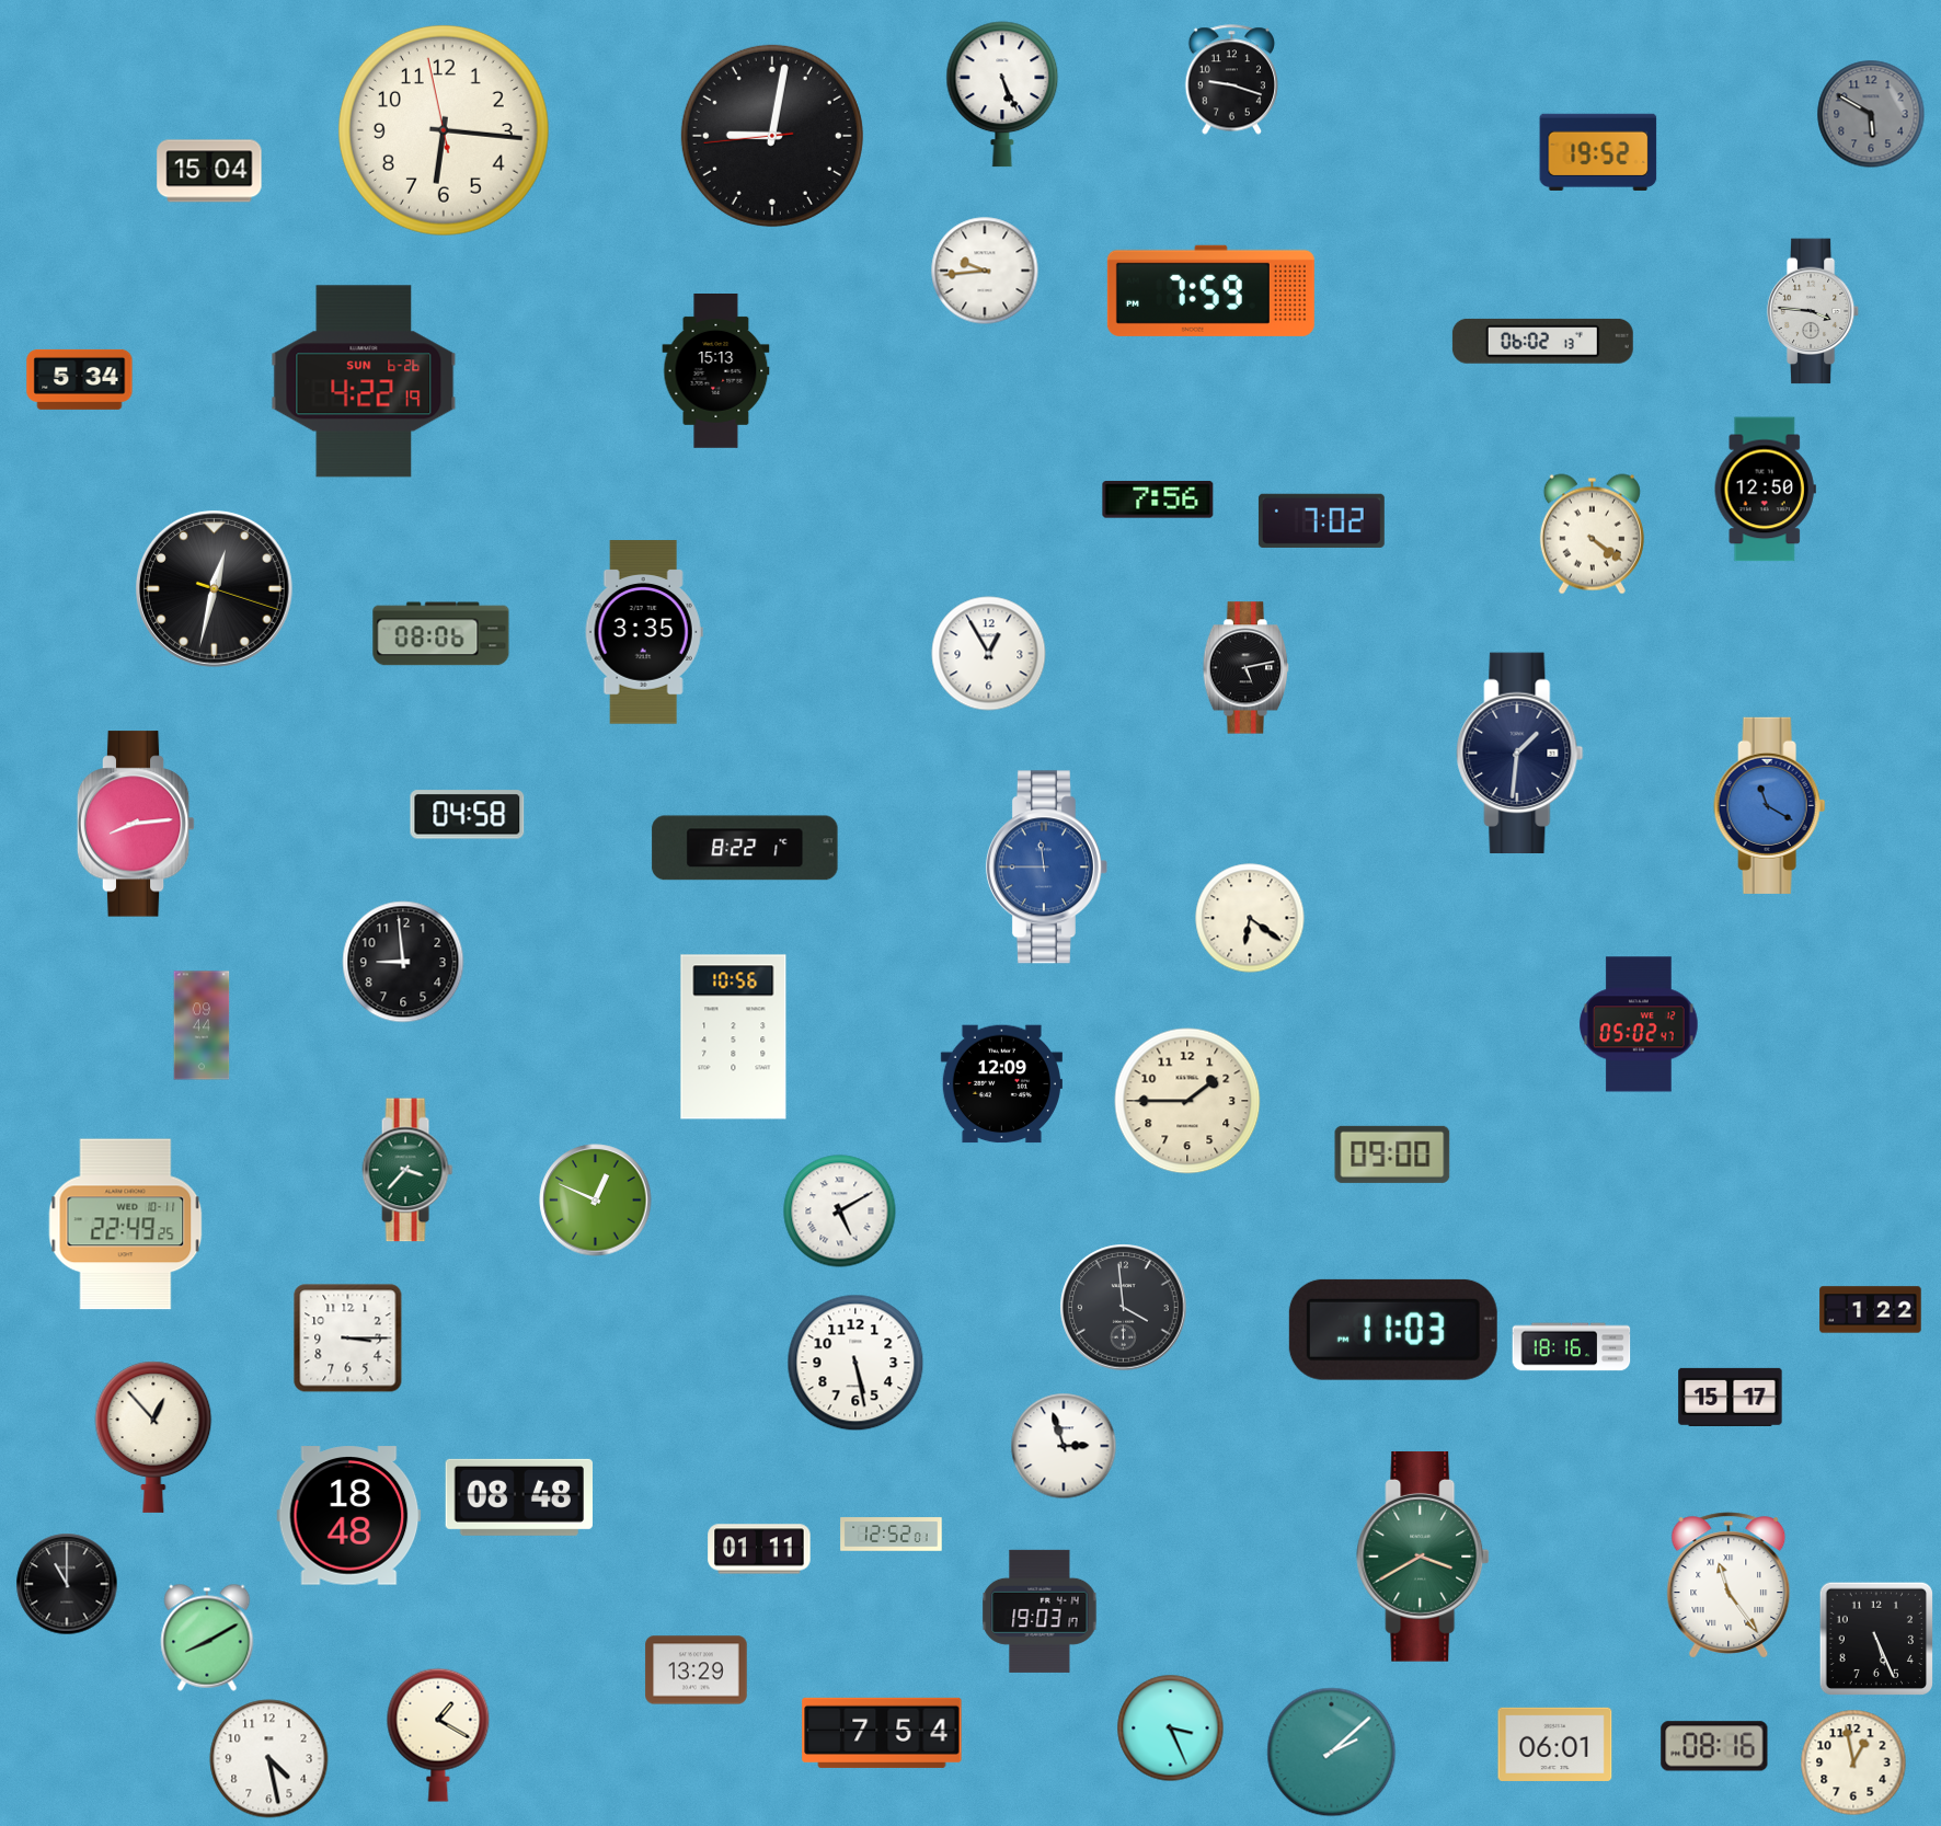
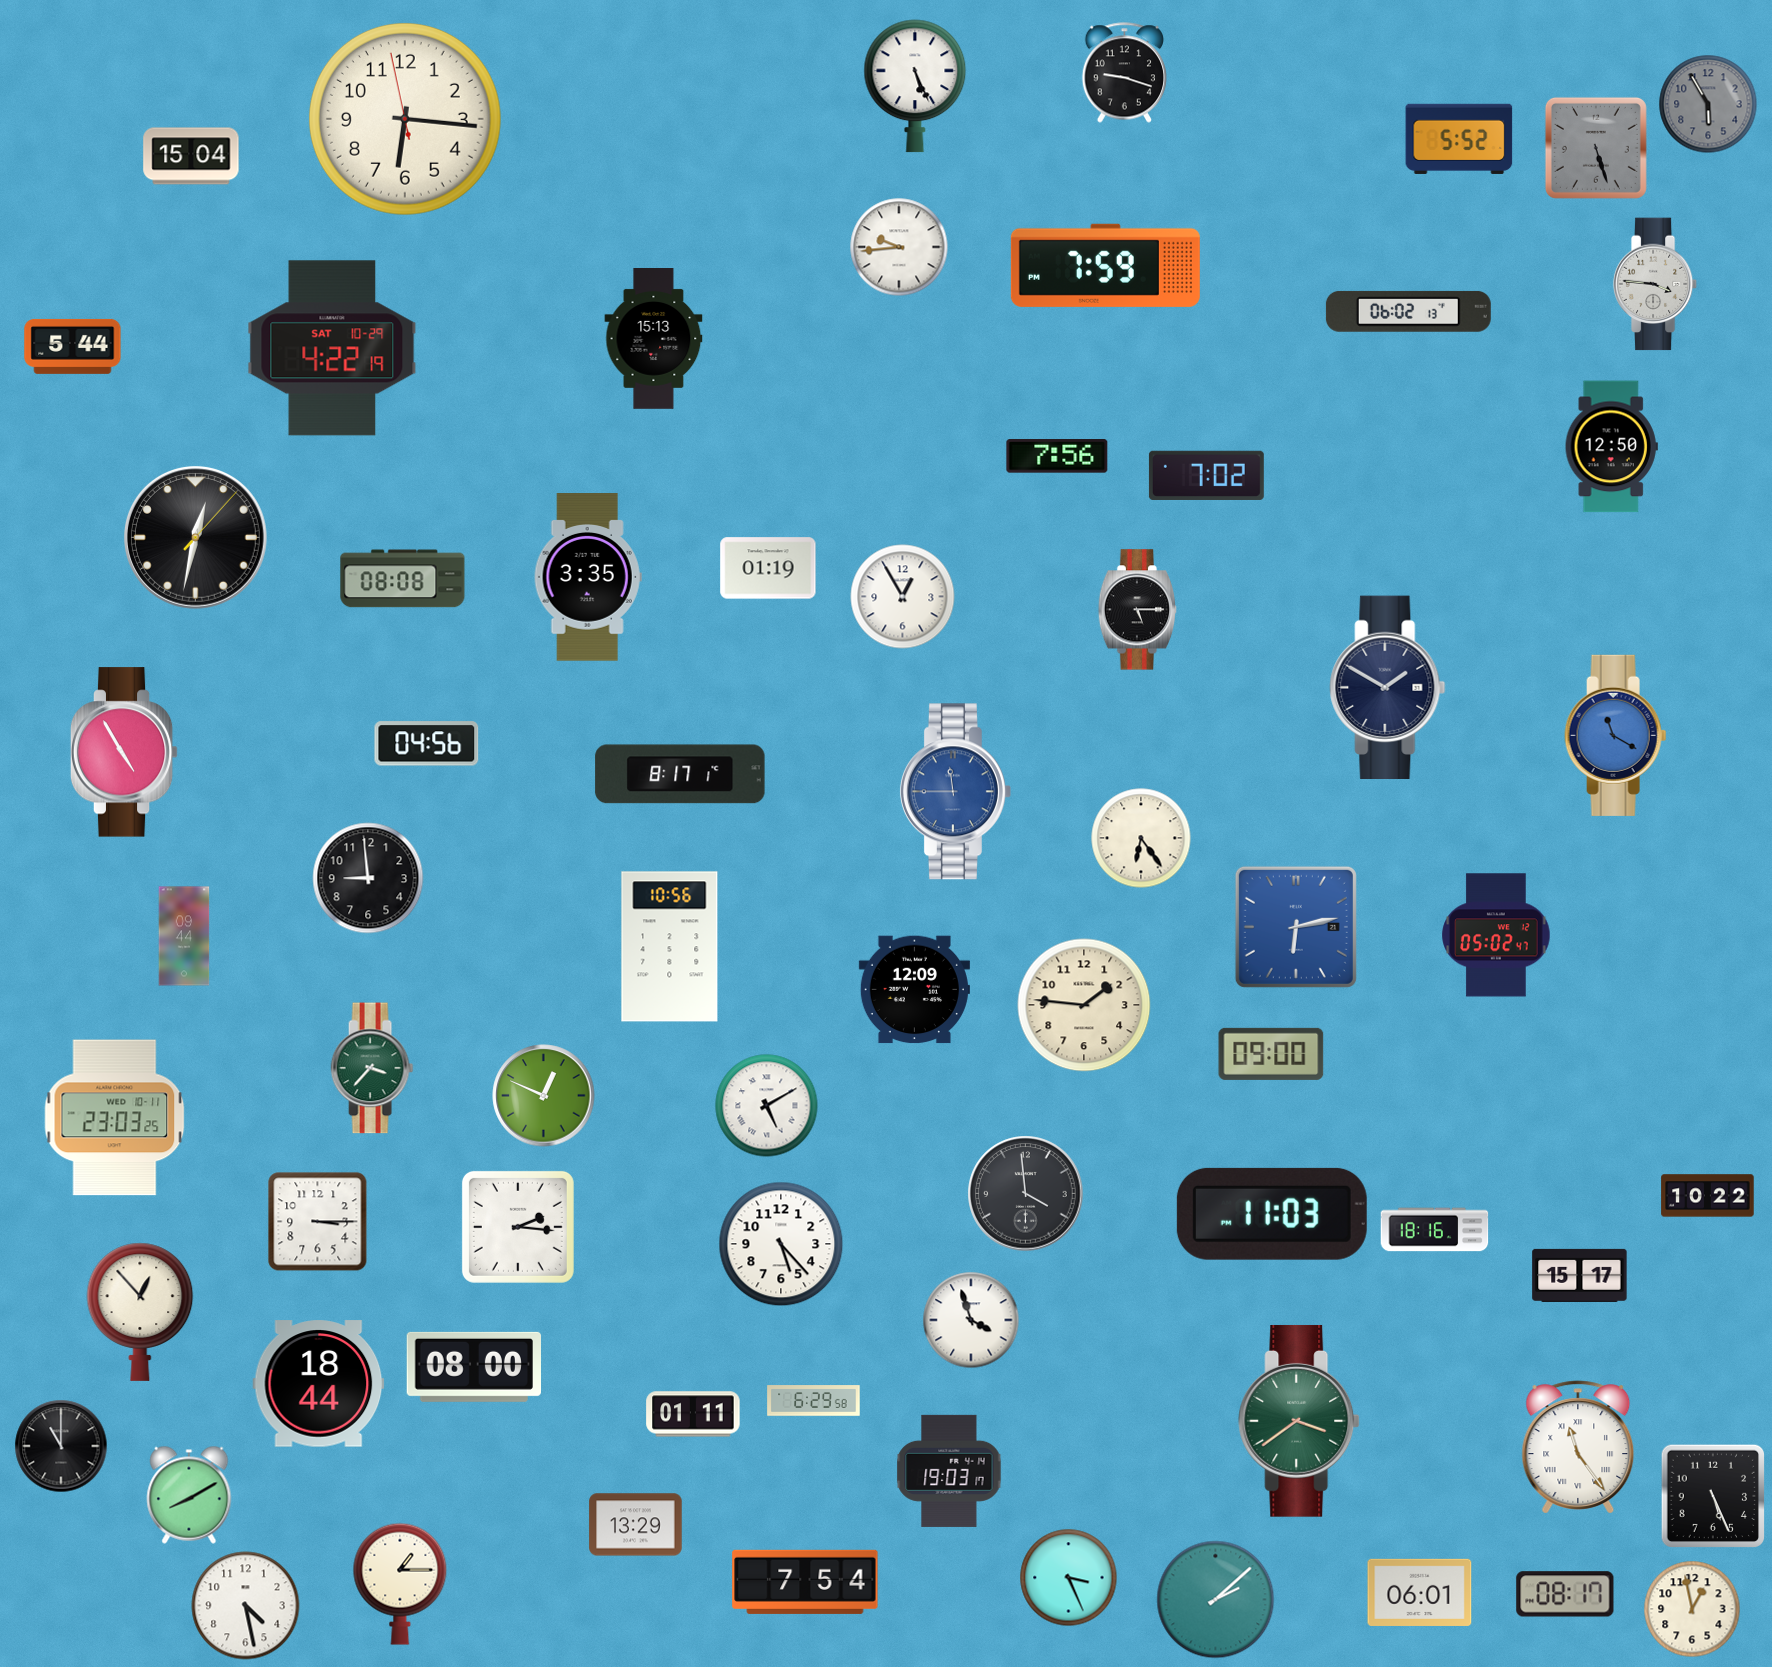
clock at (1871, 114): 5:50 -> 5:55
clock at (772, 136): 9:01 -> none
clock at (1598, 152): 19:52 -> 5:52
clock at (1596, 148): none -> 5:27
clock at (80, 379): 5:34 -> 5:44
clock at (364, 381) date: SUN 6-26 -> SAT 10-29
clock at (1592, 535): 4:21 -> none
clock at (214, 588): 12:32:18 -> 12:32:07
clock at (768, 568): none -> 01:19
clock at (441, 634): 08:06 -> 08:08
clock at (1247, 668): 5:13 -> 5:15
clock at (1520, 753): 1:31 -> 1:50
clock at (468, 815): 04:58 -> 04:56
clock at (136, 824): 8:14 -> 4:55
clock at (745, 848): 8:22 -> 8:17
clock at (1250, 918): 6:21 -> 6:24
clock at (1296, 927): none -> 6:13
clock at (1187, 1101): 1:45 -> 1:46
clock at (126, 1225): 22:49 -> 23:03
clock at (1871, 1310): 1:22 -> 10:22
clock at (518, 1227): none -> 2:16
clock at (855, 1363): 5:28 -> 5:23
clock at (1064, 1446): 2:57 -> 3:57
clock at (518, 1497): 08:48 -> 08:00
clock at (349, 1516): 18:48 -> 18:44
clock at (892, 1535): 12:52 -> 6:29
clock at (1423, 1557): 3:40 -> 3:39
clock at (438, 1735): 1:20 -> 1:15
clock at (1714, 1746): 08:16 -> 08:17
